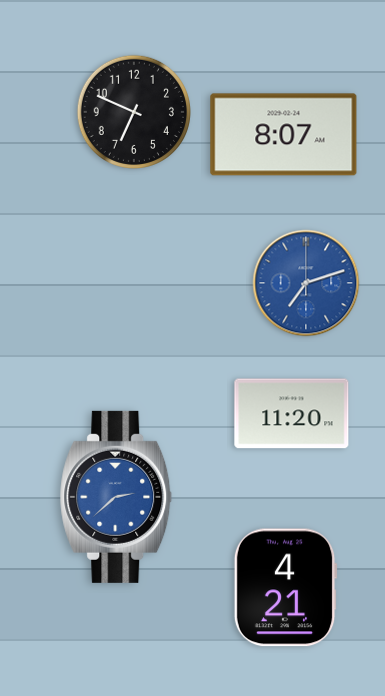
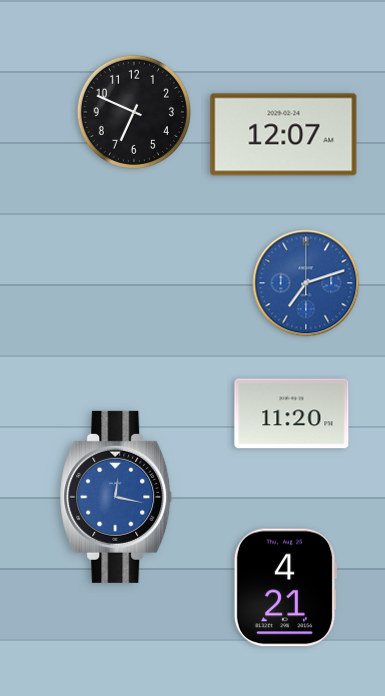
clock at (284, 135): 8:07 -> 12:07
clock at (116, 497): 2:38 -> 12:17
